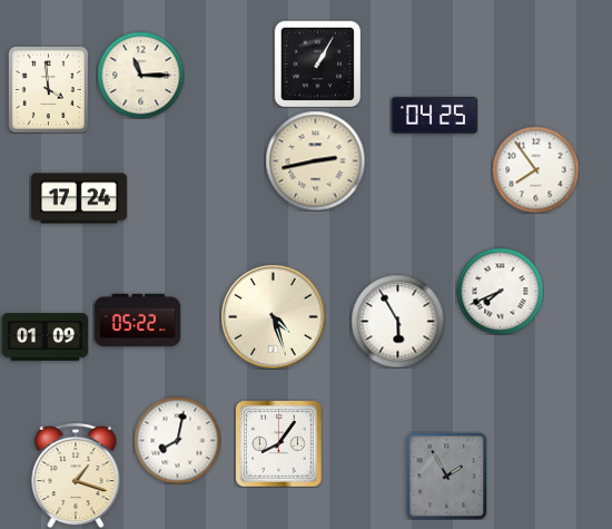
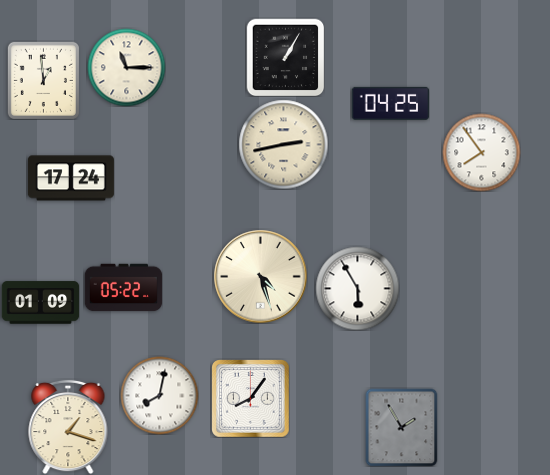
clock at (48, 89): 3:59 -> 12:59
clock at (500, 291): 7:41 -> none
clock at (273, 316) position: (273, 316) -> (260, 276)
